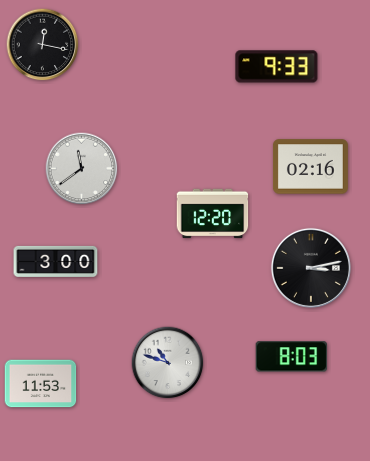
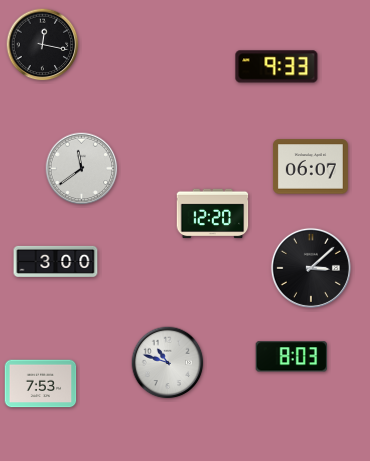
clock at (310, 167): 02:16 -> 06:07
clock at (311, 268): 3:13 -> 3:08
clock at (41, 384): 11:53 -> 7:53
